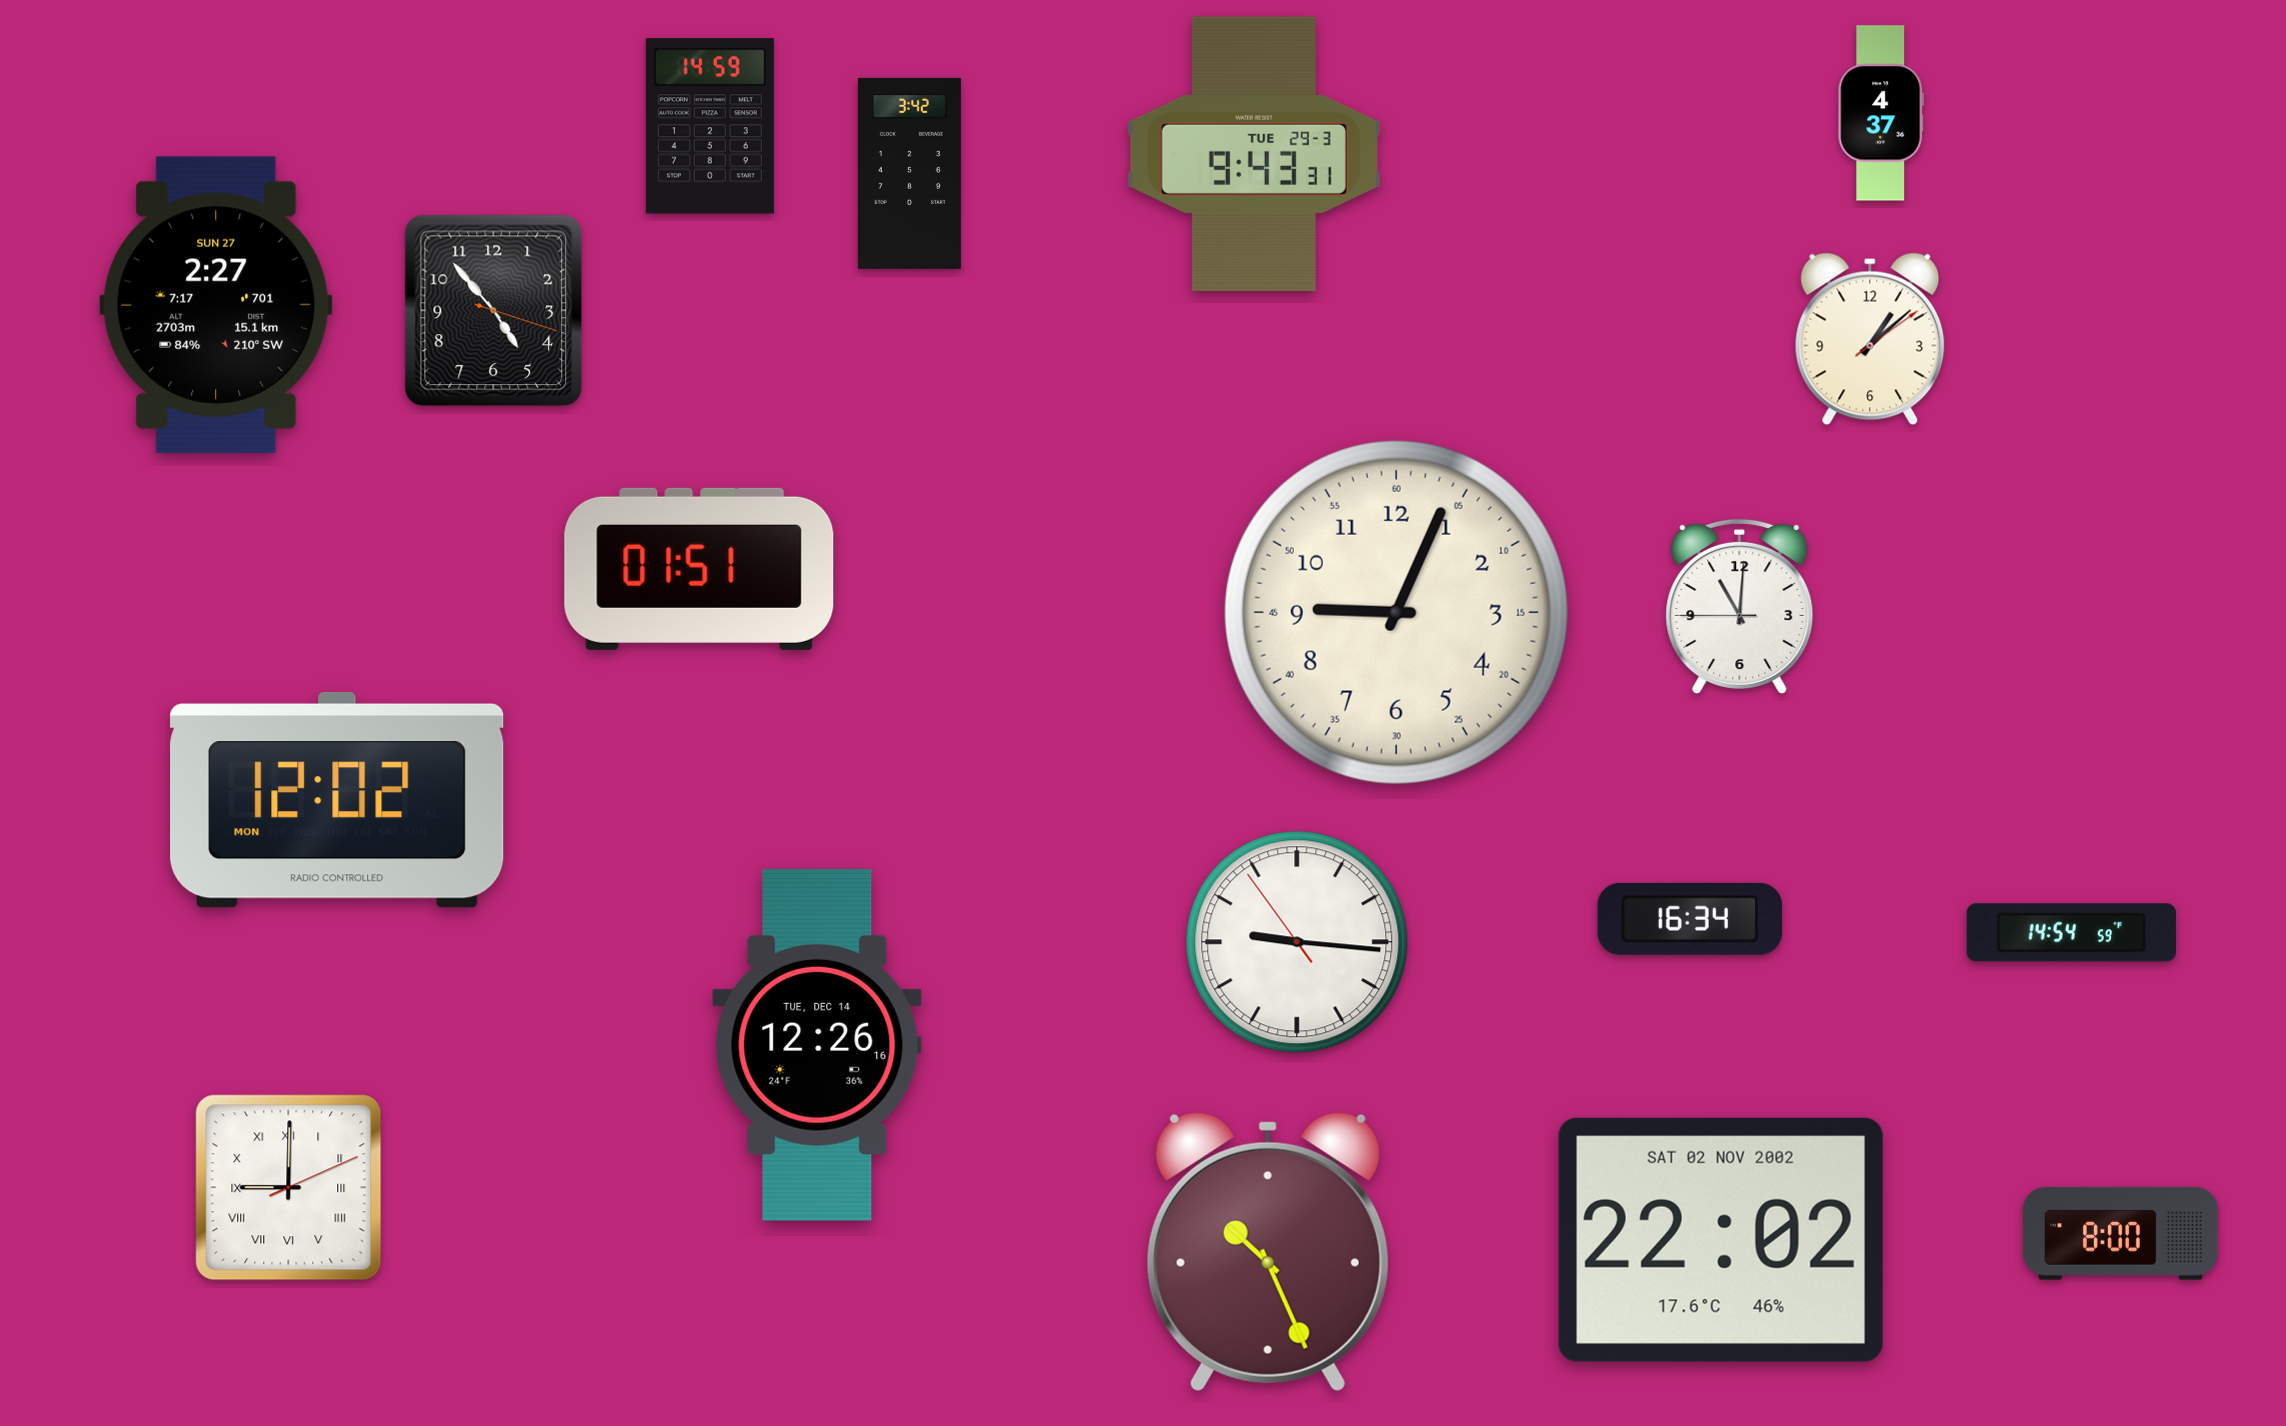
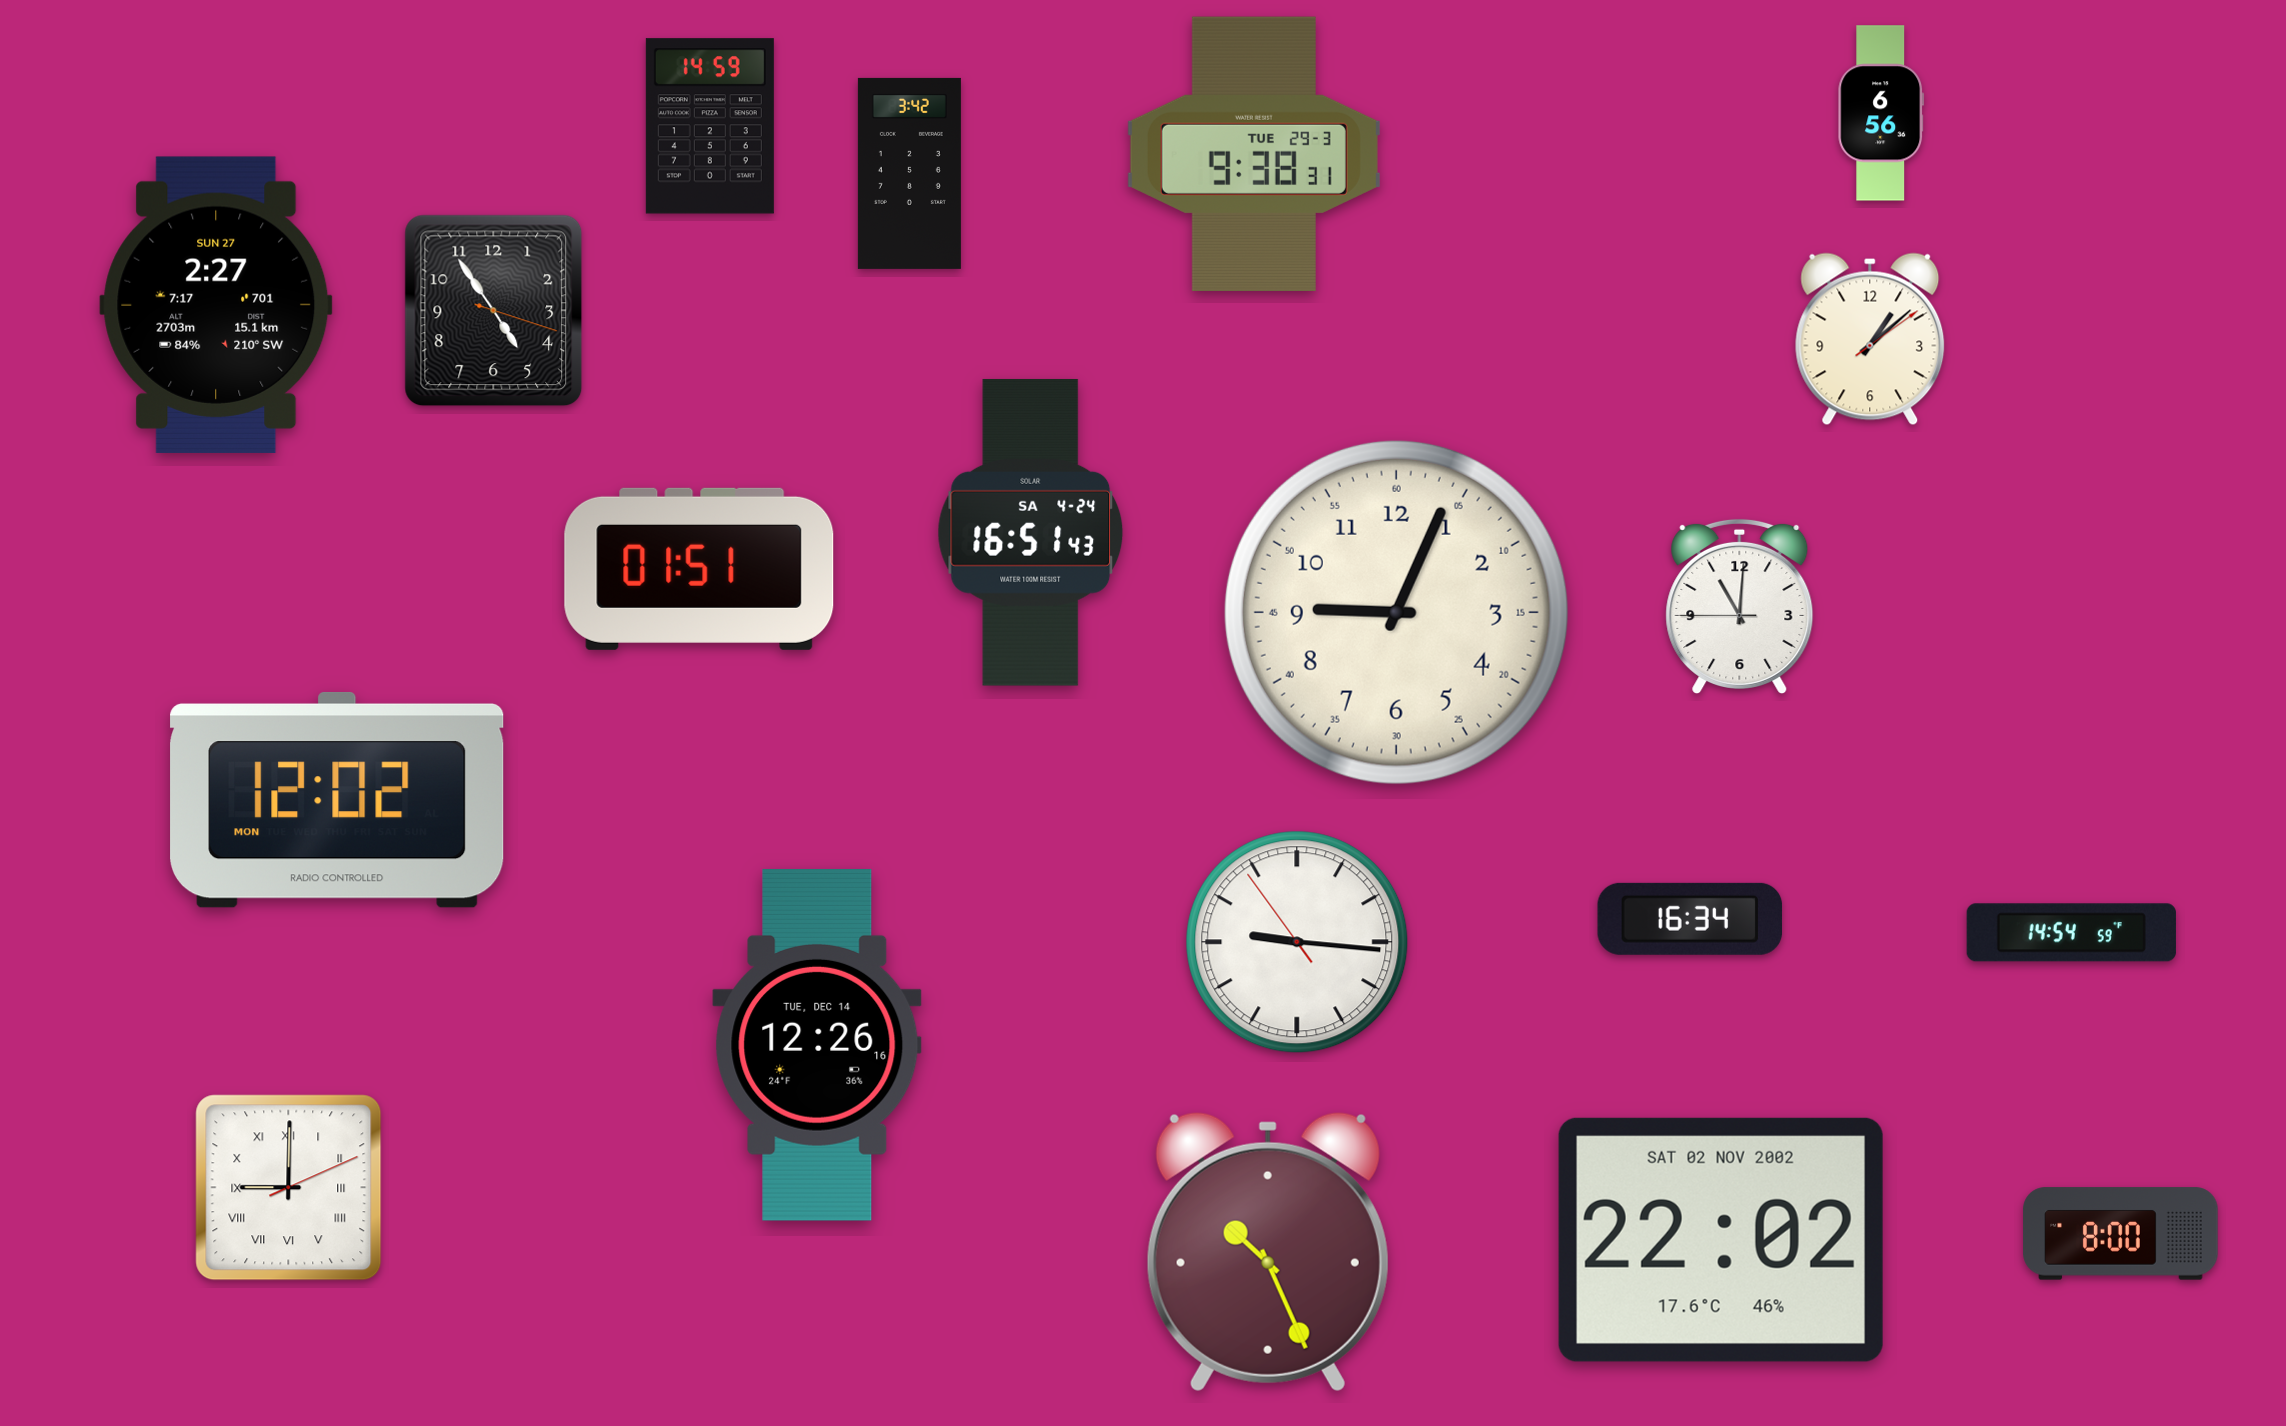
clock at (1881, 113): 4:37 -> 6:56
clock at (1254, 153): 9:43 -> 9:38
clock at (494, 311): 4:53 -> 4:54
clock at (1031, 532): none -> 16:51
